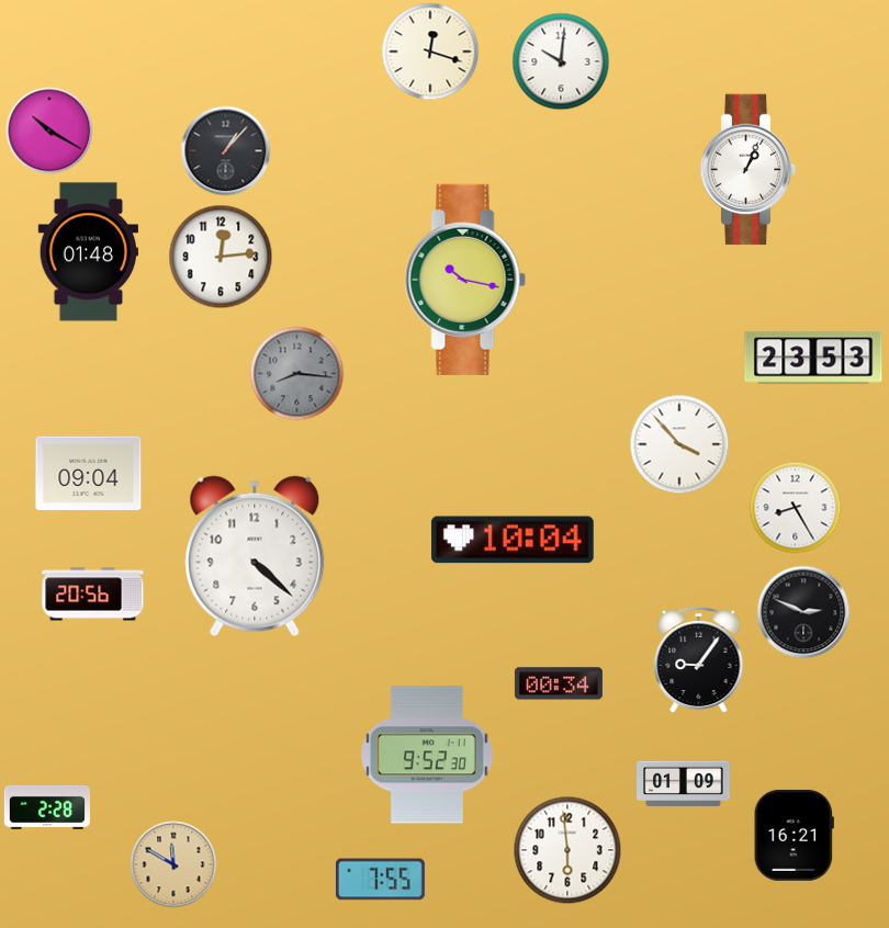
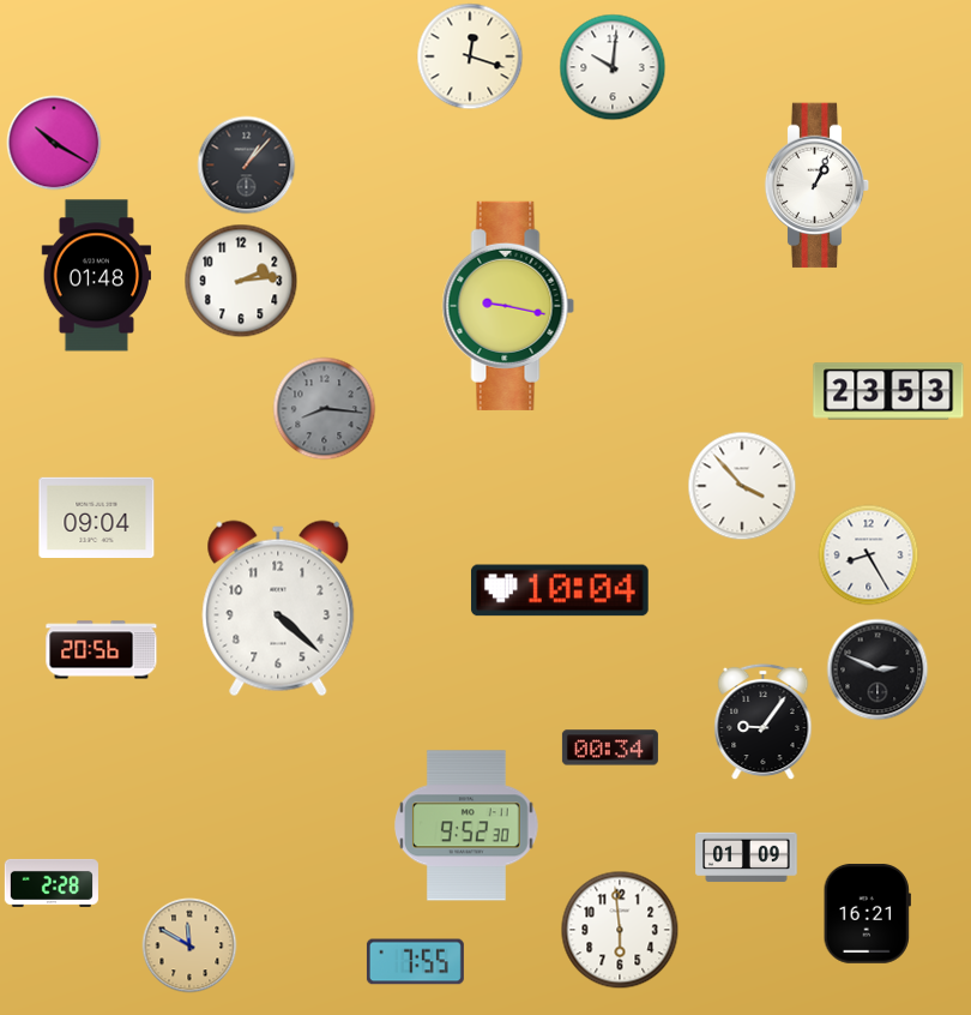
clock at (221, 257): 12:14 -> 2:14
clock at (465, 280): 10:17 -> 9:17
